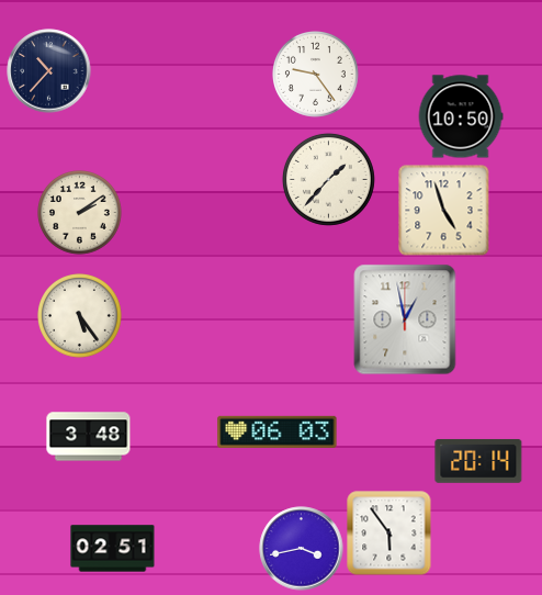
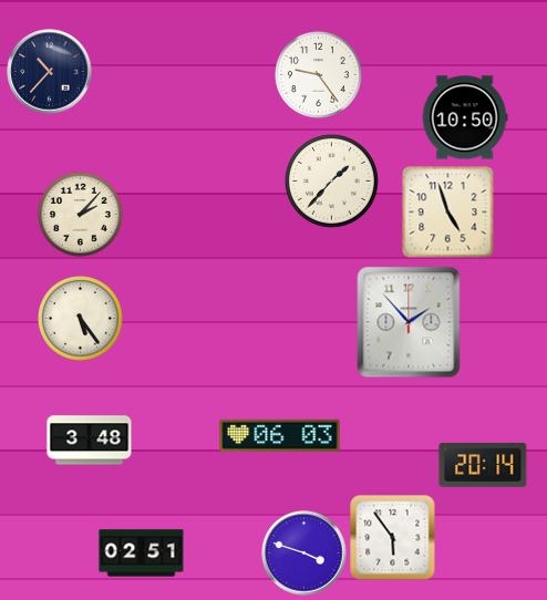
clock at (80, 213): 2:09 -> 2:07
clock at (405, 319): 12:58 -> 1:53
clock at (113, 549) position: (113, 549) -> (142, 554)
clock at (302, 549): 3:43 -> 3:48
